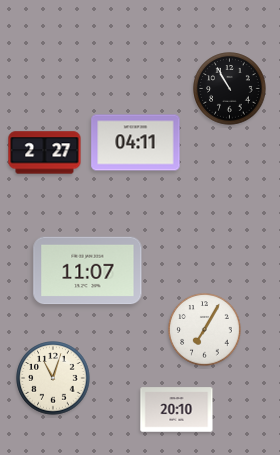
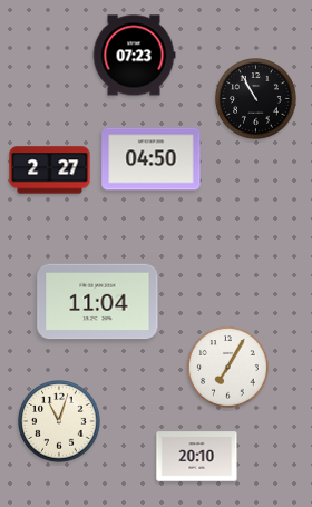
clock at (134, 56): none -> 07:23
clock at (136, 143): 04:11 -> 04:50
clock at (88, 271): 11:07 -> 11:04
